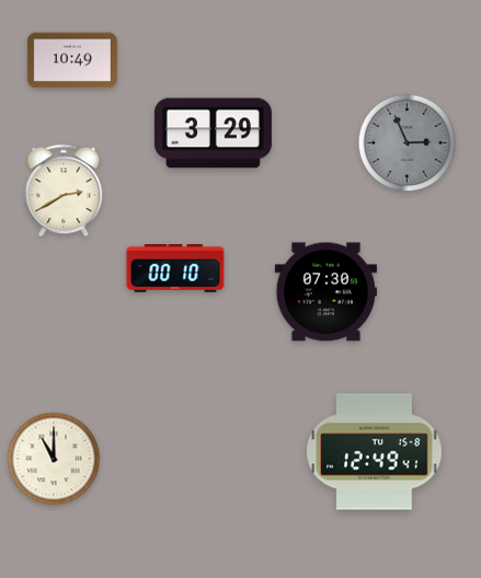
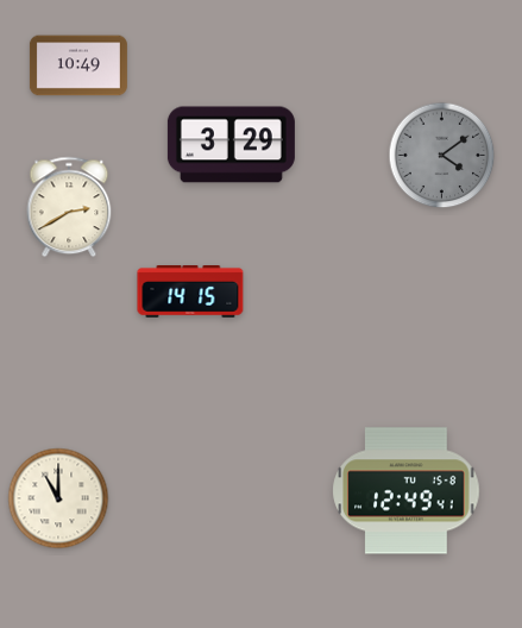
clock at (408, 143): 2:56 -> 4:09
clock at (175, 269): 00:10 -> 14:15
clock at (325, 292): 07:30 -> none
